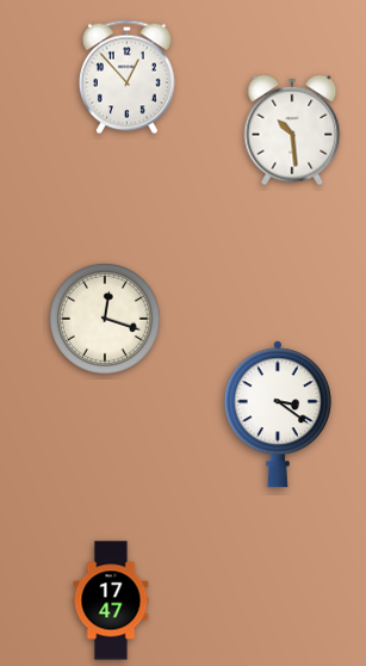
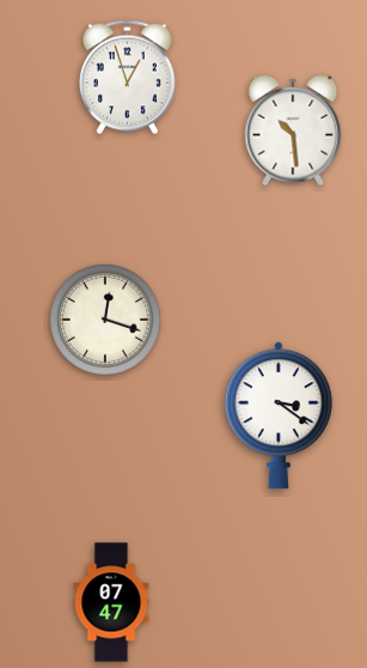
clock at (126, 78): 12:53 -> 12:57
clock at (111, 600): 17:47 -> 07:47
